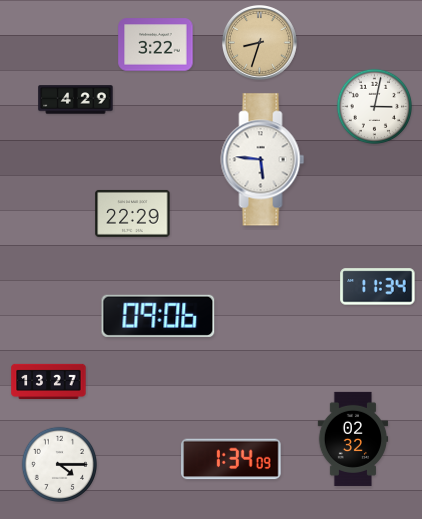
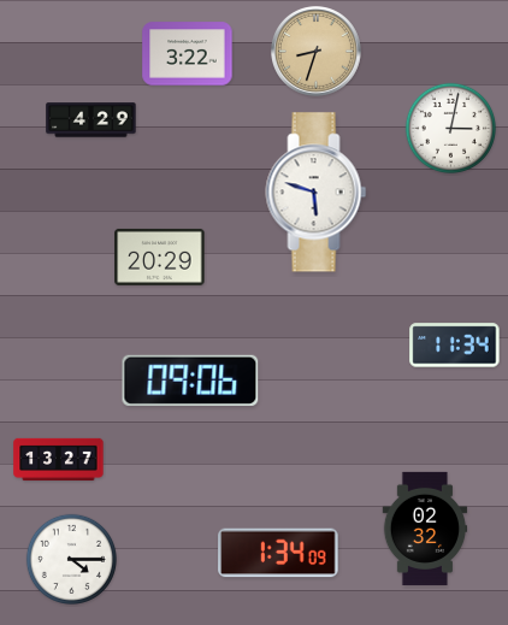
clock at (260, 43) position: (260, 43) -> (317, 52)
clock at (263, 160): 5:46 -> 5:48
clock at (133, 213): 22:29 -> 20:29
